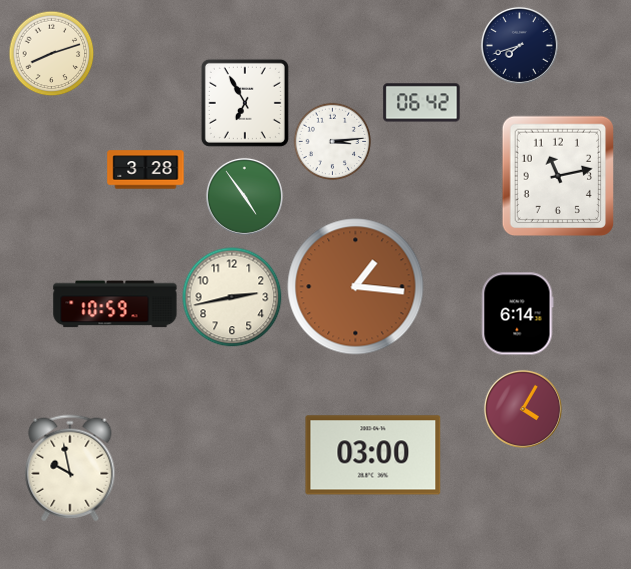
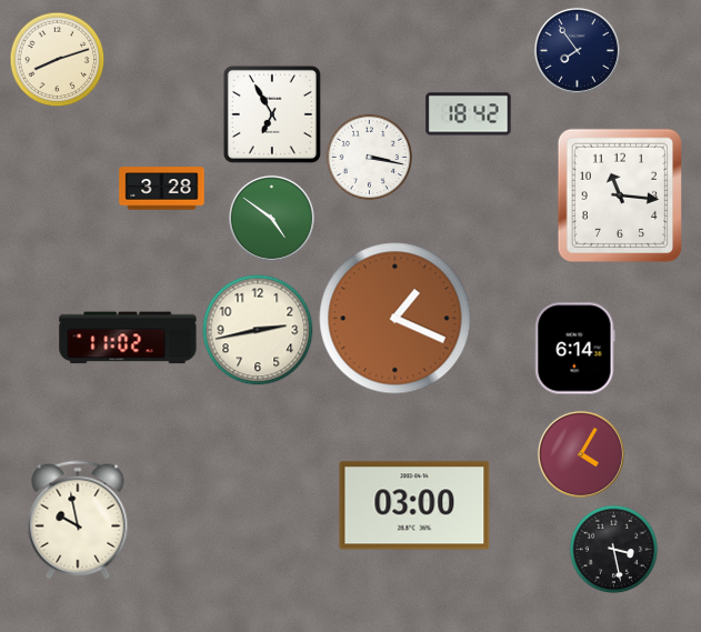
clock at (519, 45): 7:42 -> 7:54
clock at (422, 103): 06:42 -> 18:42
clock at (332, 141): 3:14 -> 3:17
clock at (557, 176): 11:13 -> 11:16
clock at (244, 196): 4:54 -> 4:51
clock at (356, 287): 1:16 -> 1:19
clock at (115, 304): 10:59 -> 11:02
clock at (613, 549): none -> 3:28
